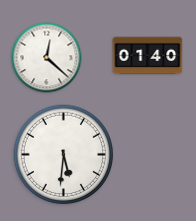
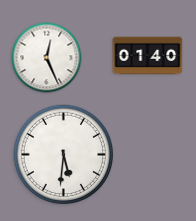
clock at (47, 58): 12:22 -> 12:26
